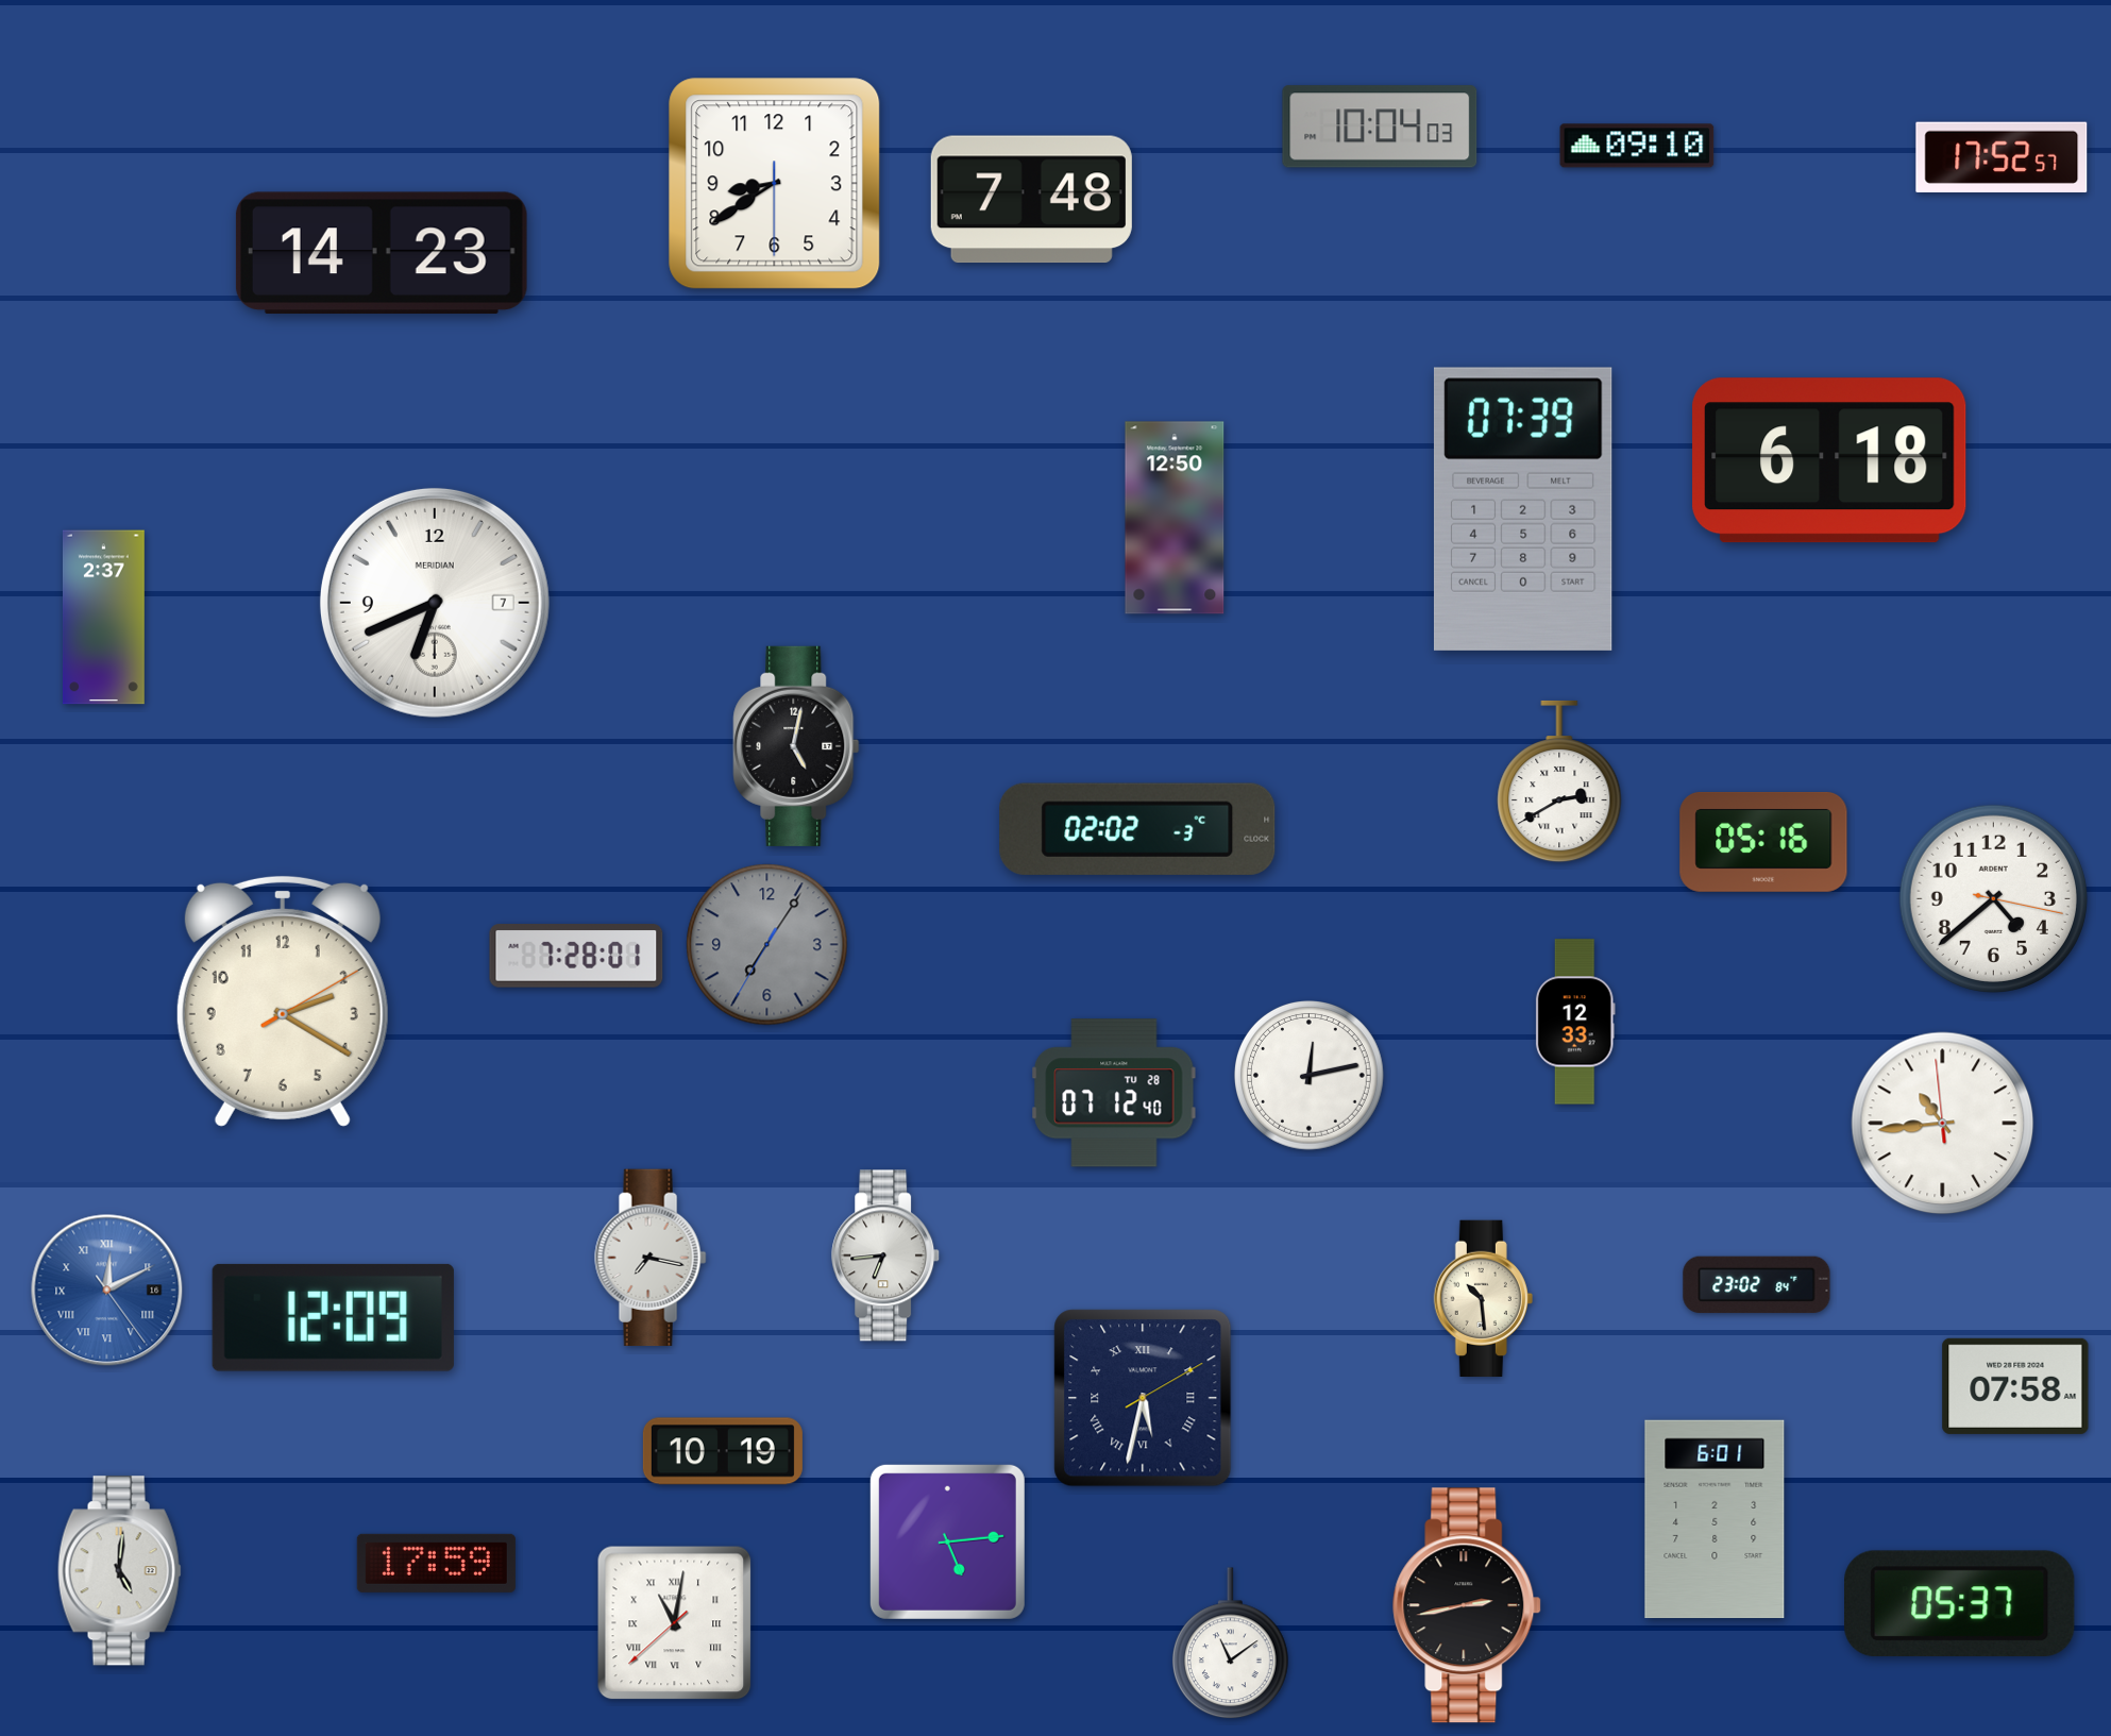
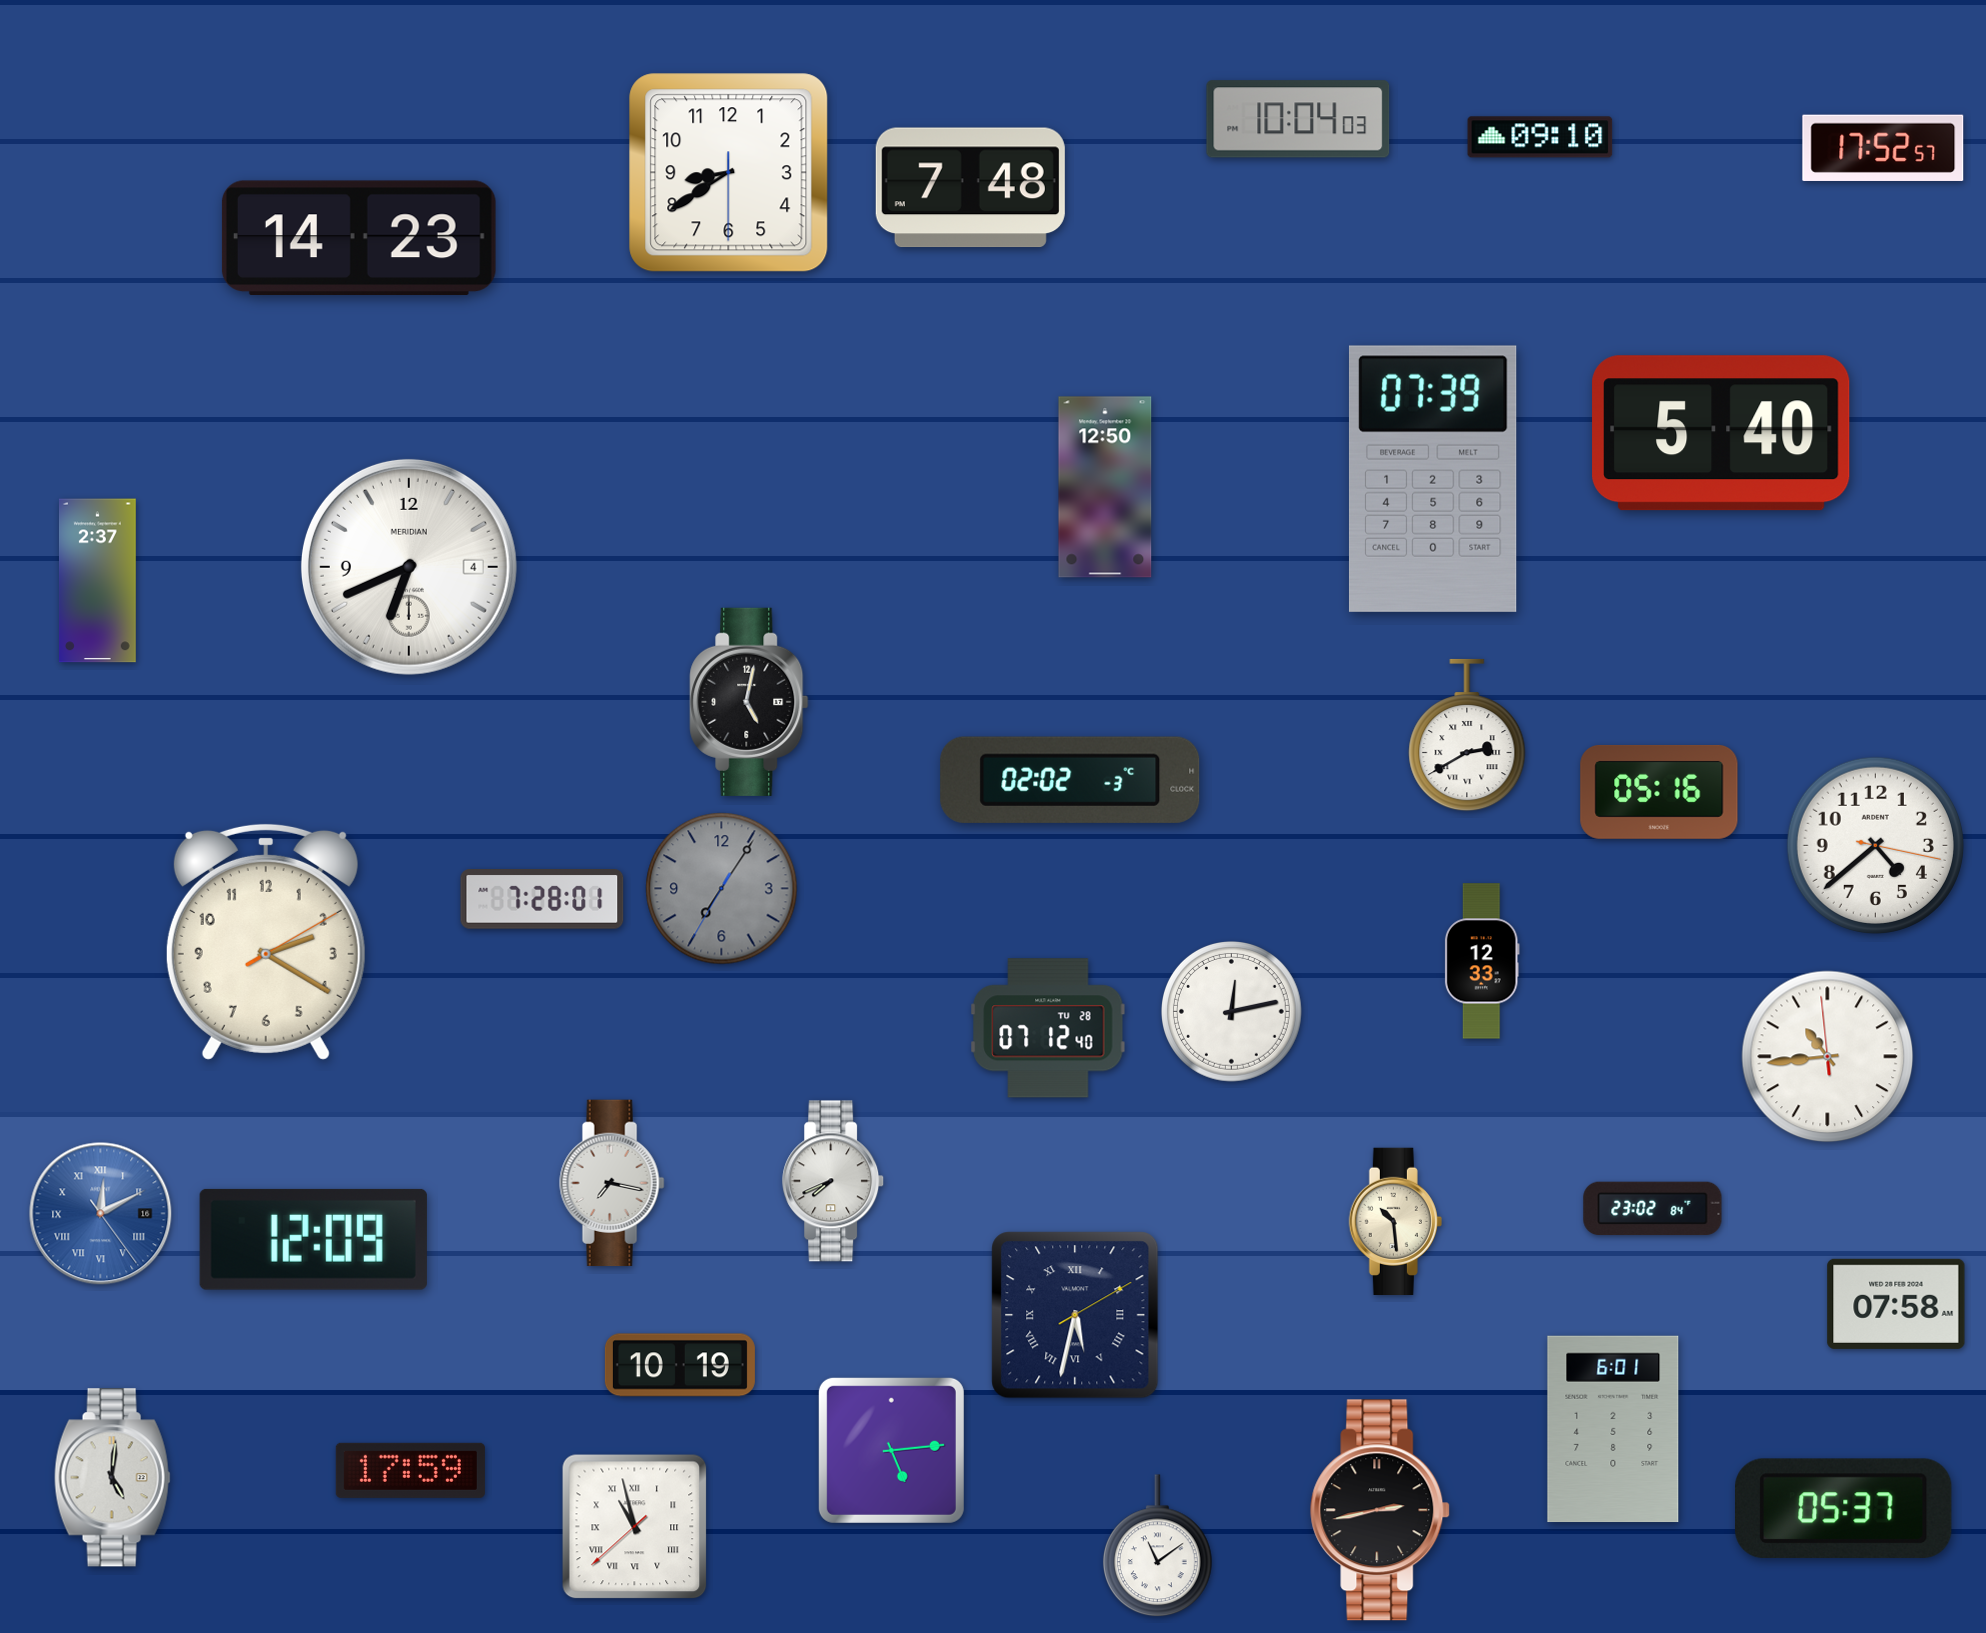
clock at (1829, 460): 6:18 -> 5:40
clock at (435, 603) date: 7 -> 4
clock at (886, 1255): 6:44 -> 7:41
clock at (675, 1623): 11:01 -> 10:57
